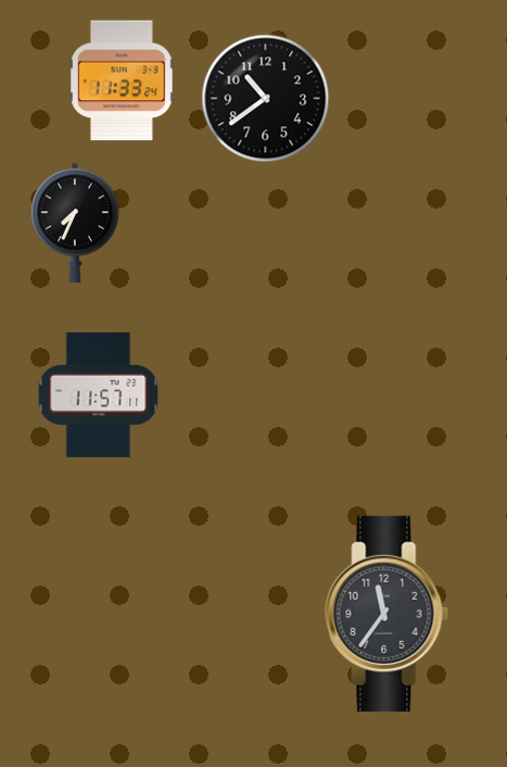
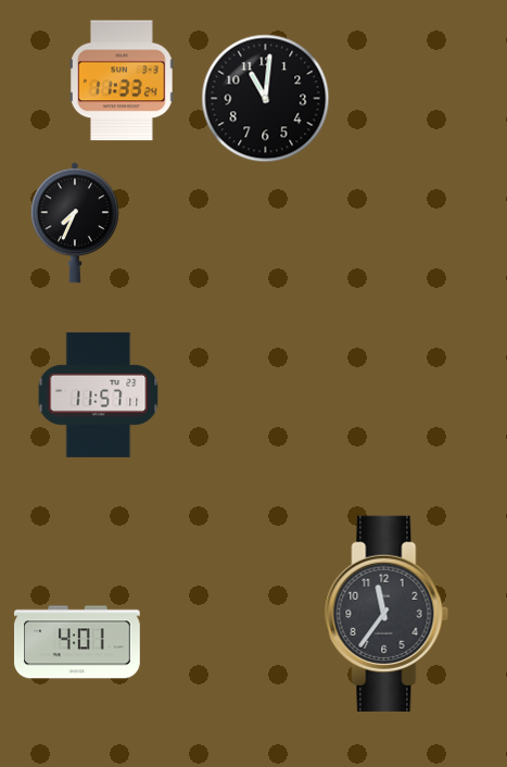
clock at (266, 99): 10:39 -> 11:01
clock at (78, 642): none -> 4:01
